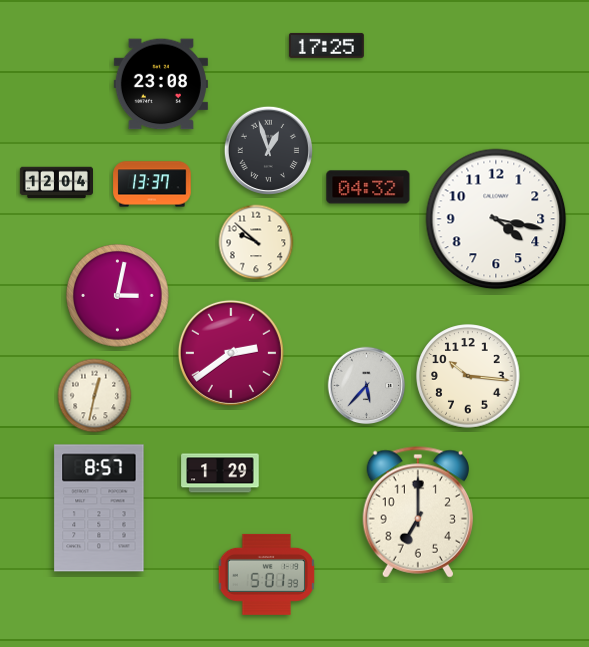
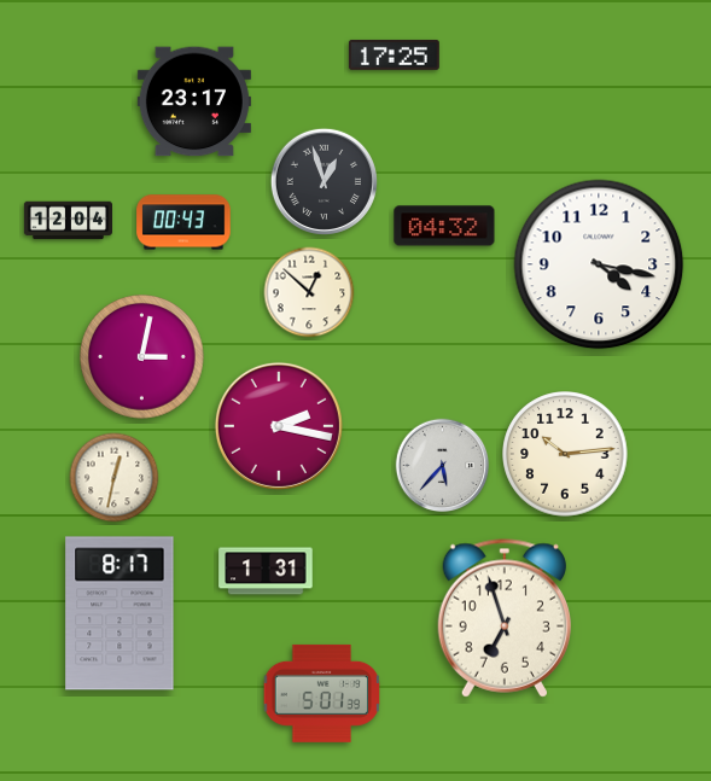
clock at (161, 84): 23:08 -> 23:17
clock at (152, 184): 13:37 -> 00:43
clock at (256, 242): 9:52 -> 12:52
clock at (231, 353): 2:39 -> 2:17
clock at (468, 376): 10:16 -> 10:14
clock at (220, 473): 1:29 -> 1:31
clock at (99, 508): 8:57 -> 8:17
clock at (418, 512): 7:00 -> 6:57
